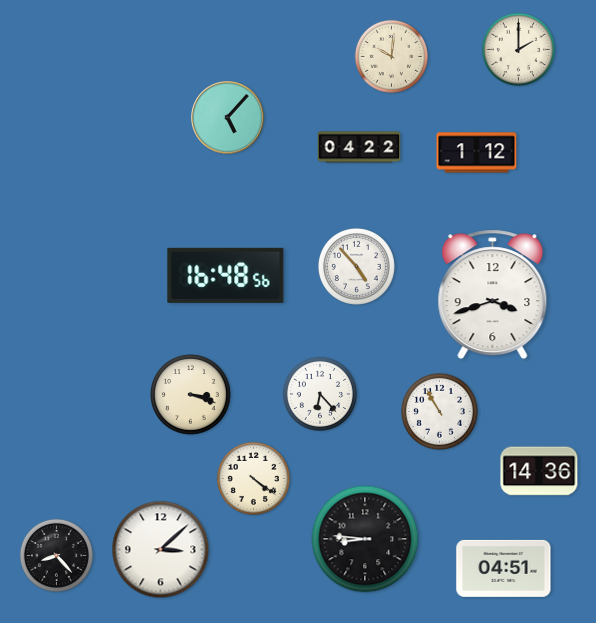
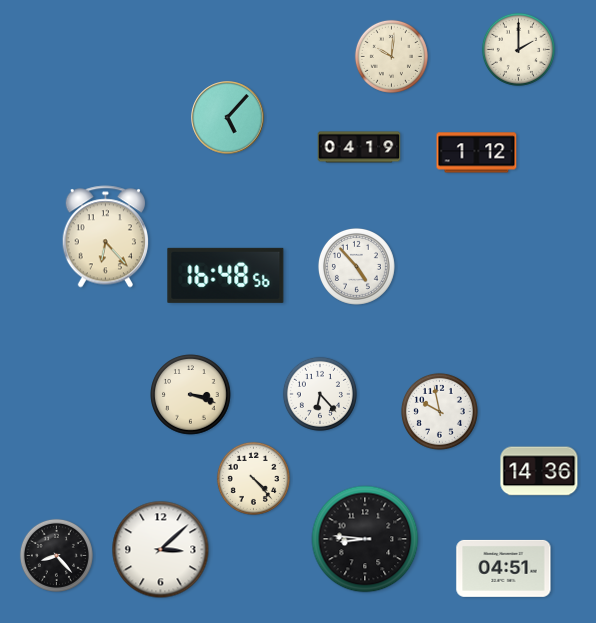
clock at (359, 147): 04:22 -> 04:19
clock at (105, 237): none -> 6:23
clock at (493, 295): 3:42 -> none
clock at (439, 411): 10:55 -> 9:58
clock at (253, 478): 4:21 -> 4:23
